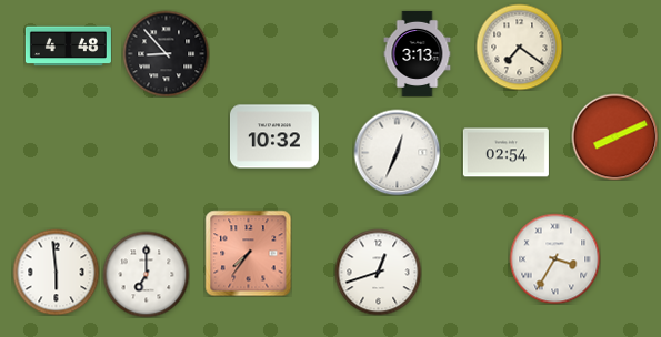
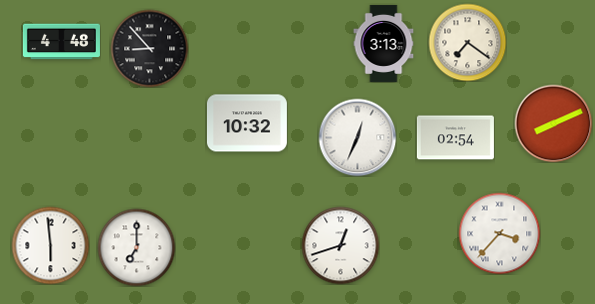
clock at (418, 53) position: (418, 53) -> (384, 43)
clock at (248, 253): 7:36 -> none
clock at (554, 258): 3:35 -> 3:37
clock at (146, 274) position: (146, 274) -> (136, 247)
